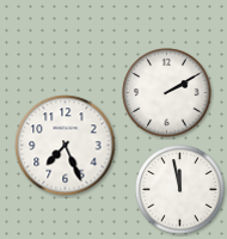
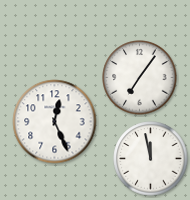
clock at (167, 93): 2:10 -> 7:06
clock at (66, 146): 7:26 -> 12:26
